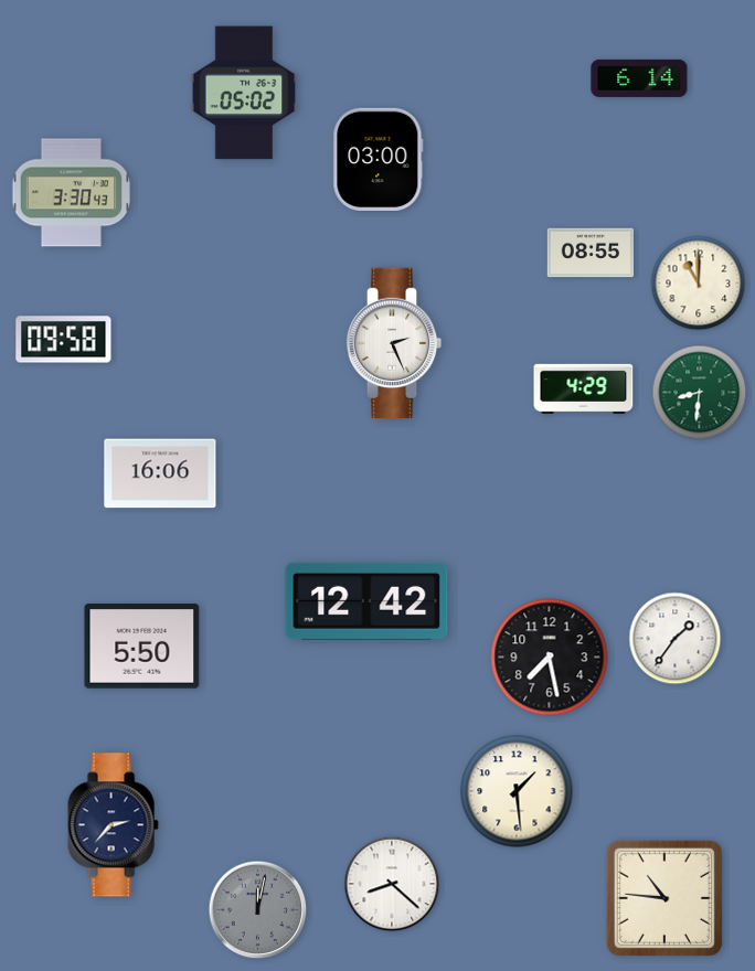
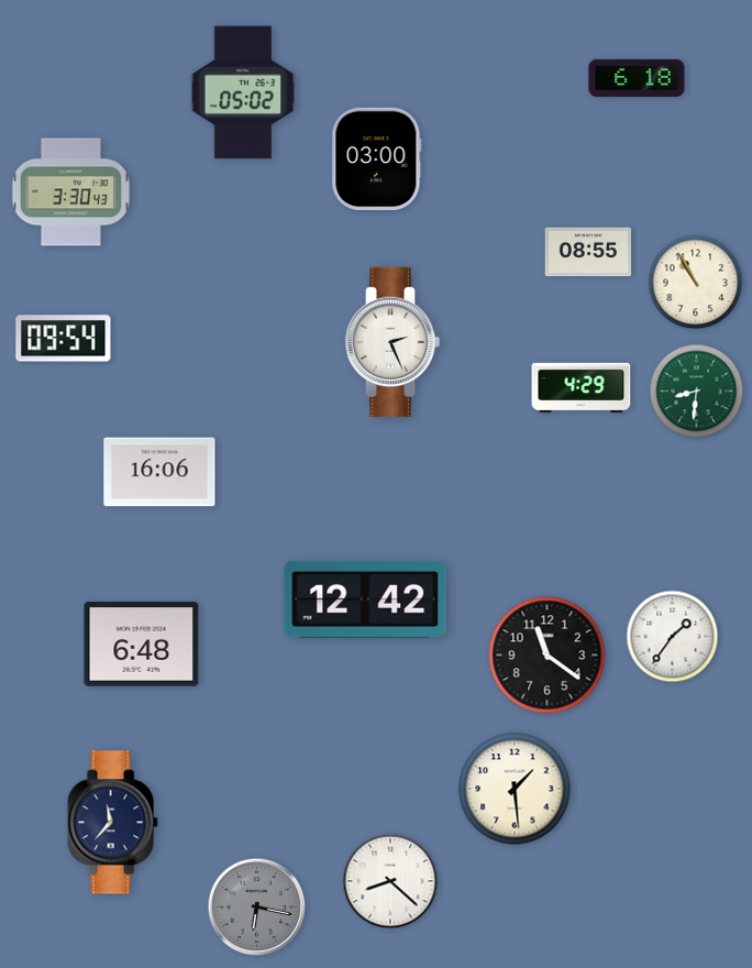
clock at (639, 78): 6:14 -> 6:18
clock at (699, 284): 11:00 -> 10:55
clock at (64, 340): 09:58 -> 09:54
clock at (142, 647): 5:50 -> 6:48
clock at (550, 658): 7:28 -> 11:21
clock at (113, 825): 2:37 -> 11:37
clock at (664, 898): 10:46 -> none
clock at (258, 910): 12:02 -> 6:17
